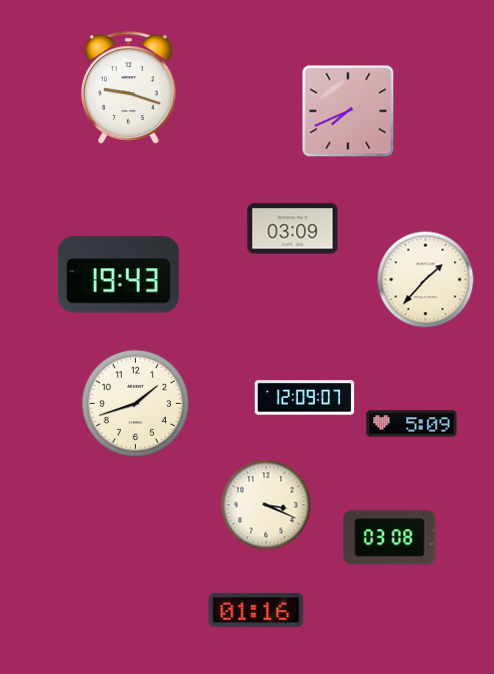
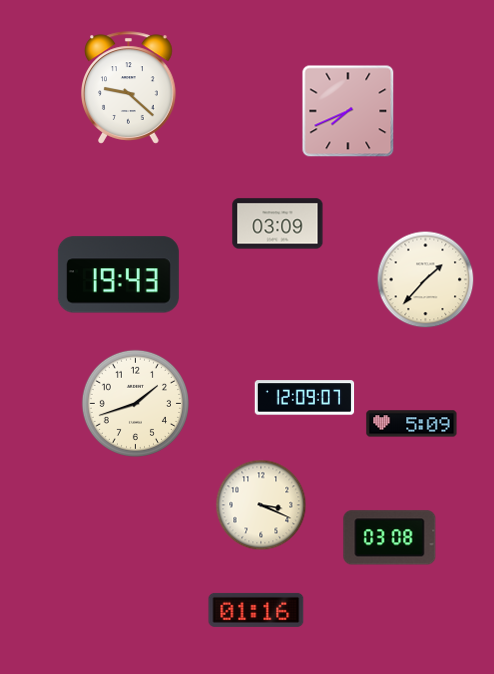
clock at (129, 88): 9:18 -> 9:22
clock at (293, 229) position: (293, 229) -> (278, 224)
clock at (266, 505) position: (266, 505) -> (261, 505)
